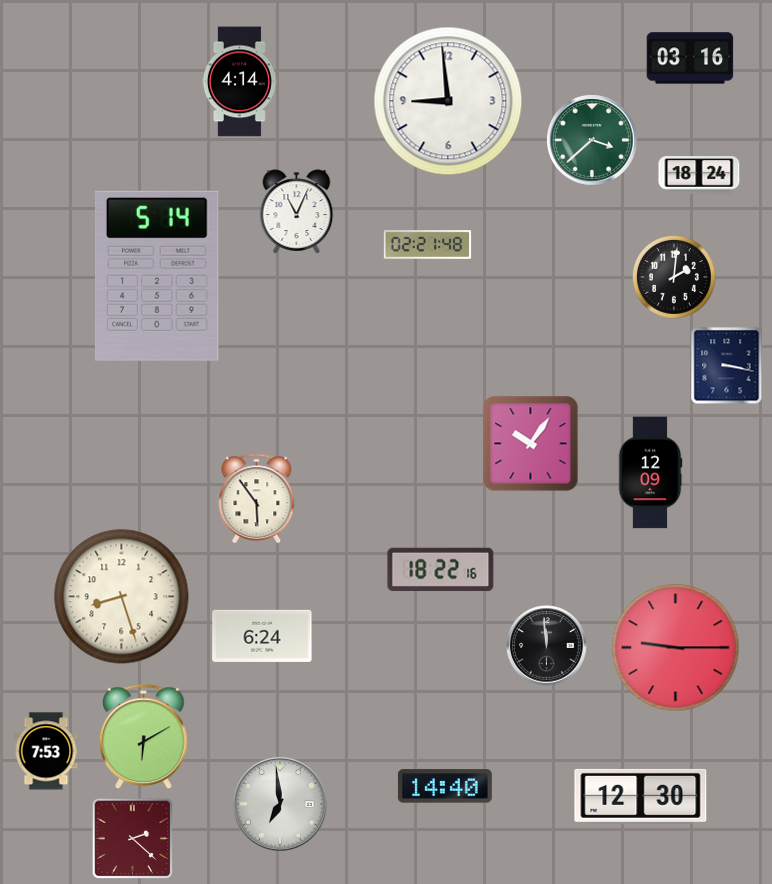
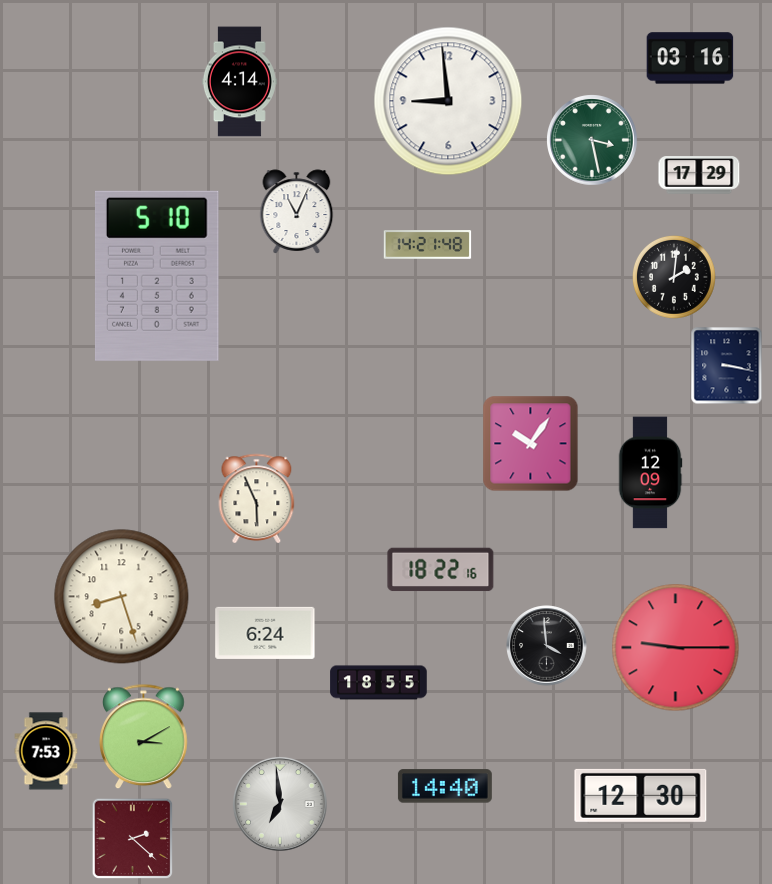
clock at (593, 141): 3:38 -> 3:28
clock at (699, 175): 18:24 -> 17:29
clock at (428, 245): 02:21 -> 14:21
clock at (157, 276): 5:14 -> 5:10
clock at (257, 498): 5:54 -> 5:56
clock at (262, 636) position: (262, 636) -> (265, 633)
clock at (547, 646): 11:59 -> 3:59
clock at (379, 683): none -> 18:55
clock at (144, 737): 6:10 -> 3:10
